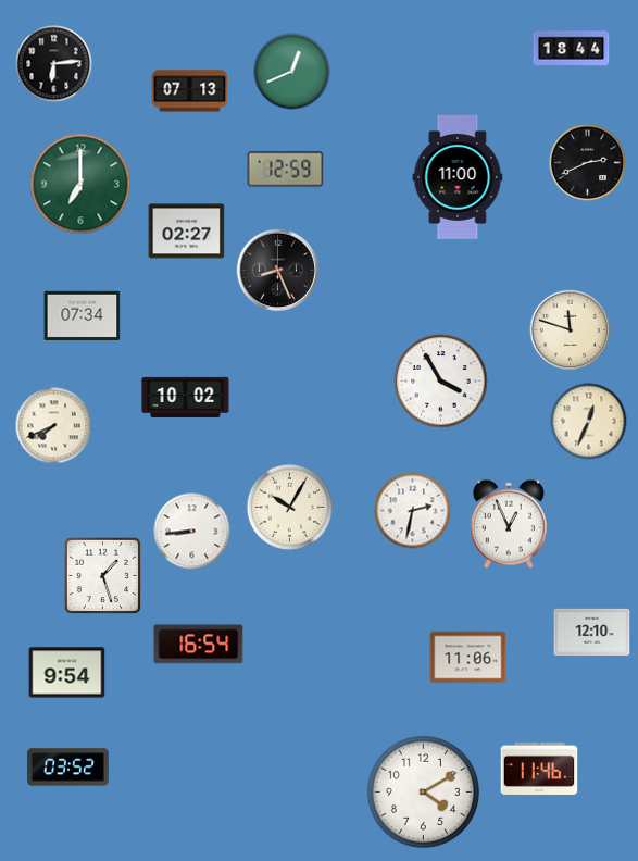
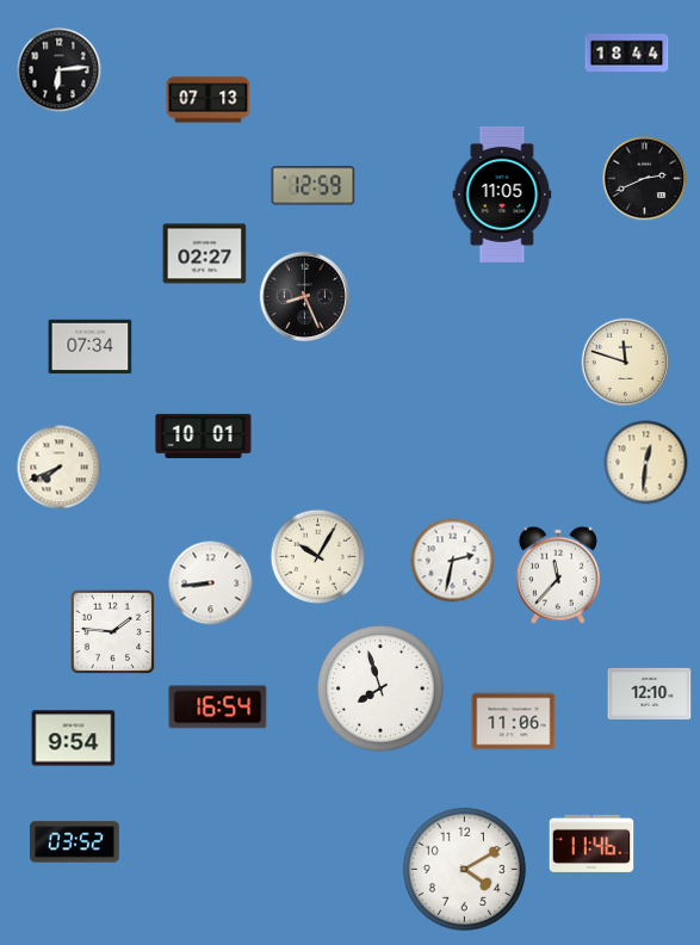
clock at (292, 72): 12:41 -> none
clock at (458, 177): 11:00 -> 11:05
clock at (80, 184): 7:00 -> none
clock at (441, 382): 3:55 -> none
clock at (186, 397): 10:02 -> 10:01
clock at (589, 422): 12:34 -> 12:31
clock at (509, 524): 12:56 -> 11:37
clock at (102, 575): 1:27 -> 1:46
clock at (382, 690): none -> 7:57
